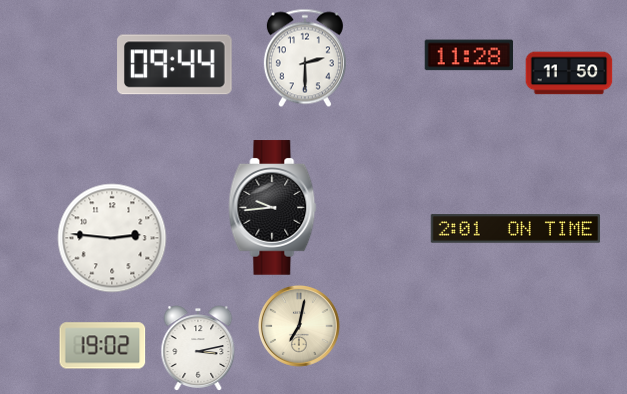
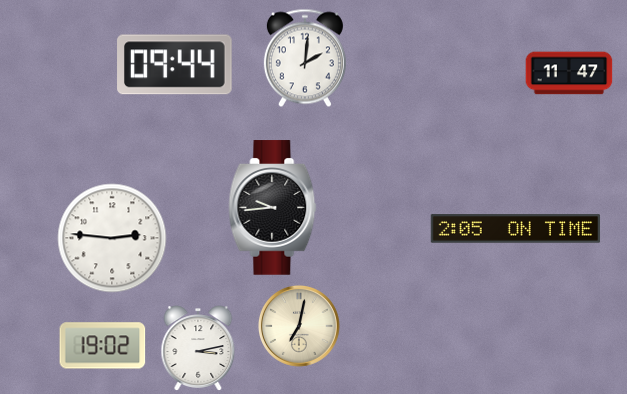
clock at (468, 55): 11:28 -> none
clock at (305, 58): 2:30 -> 2:01
clock at (569, 73): 11:50 -> 11:47
clock at (516, 229): 2:01 -> 2:05
